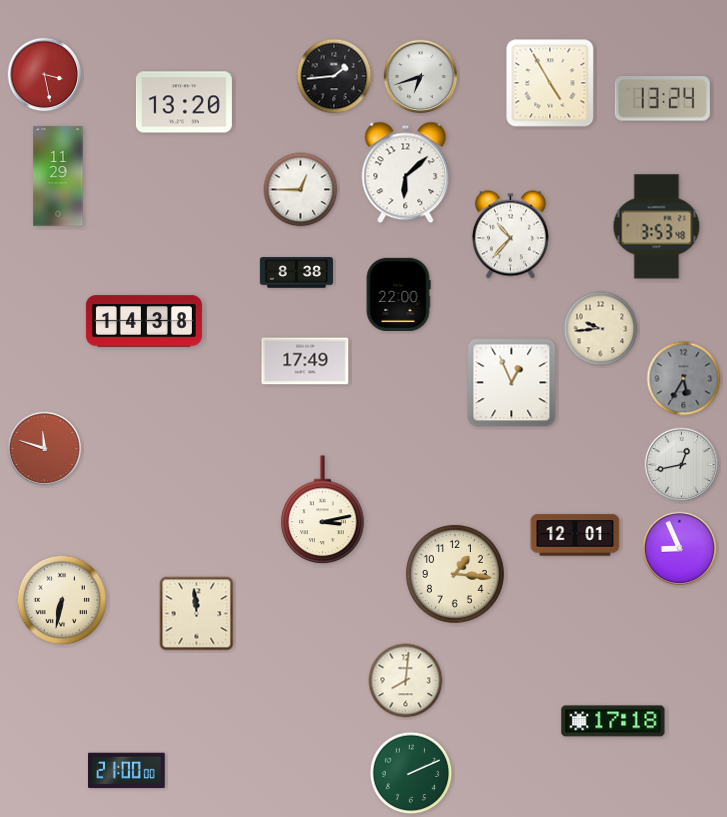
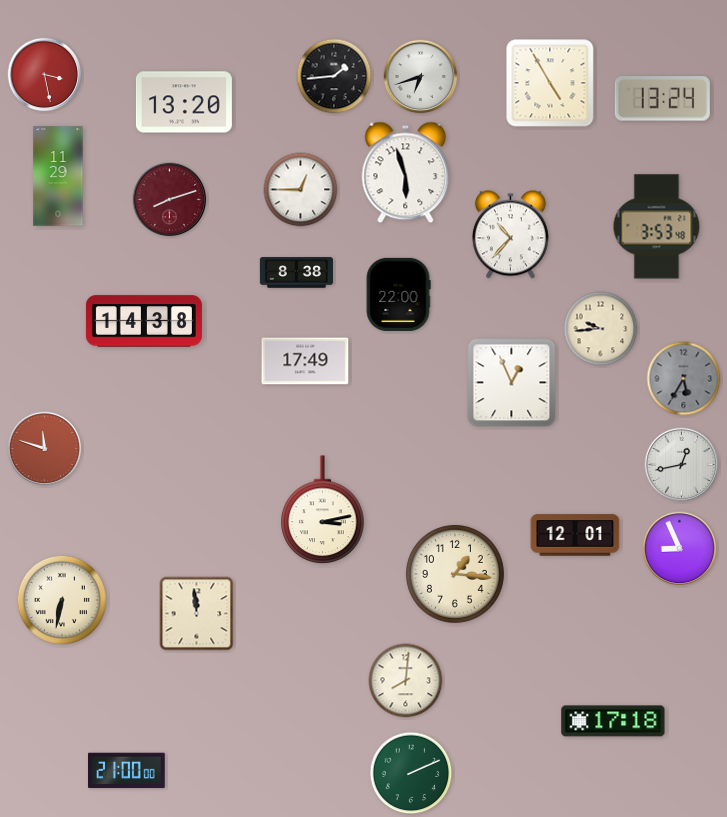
clock at (406, 173): 6:08 -> 5:57
clock at (170, 200): none -> 8:12
